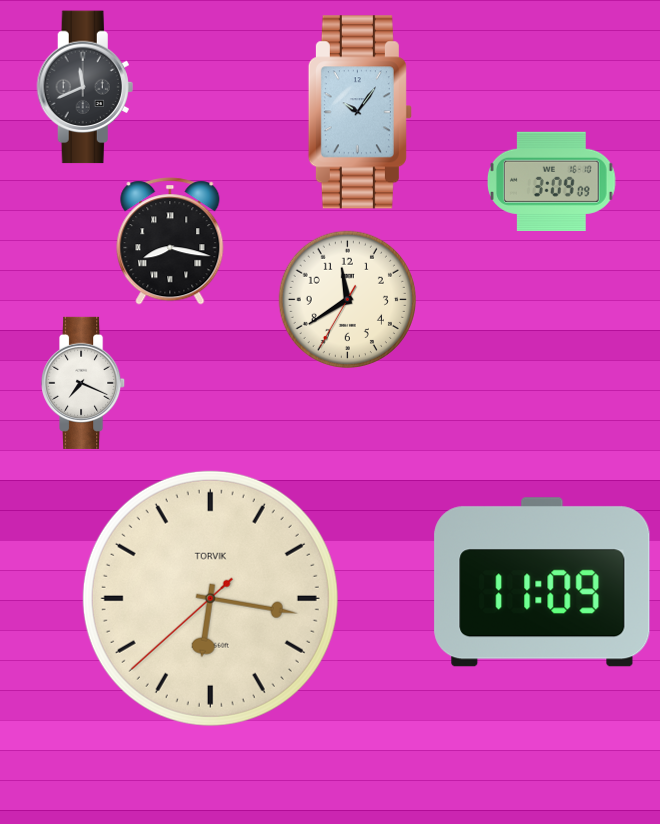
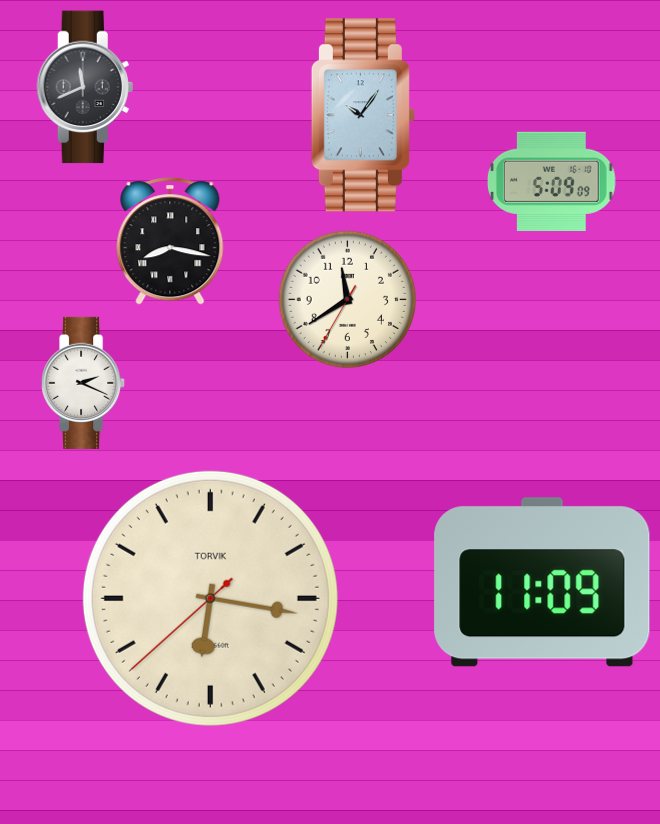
clock at (360, 112) position: (360, 112) -> (363, 115)
clock at (552, 181): 3:09 -> 5:09
clock at (84, 383): 7:19 -> 2:19
